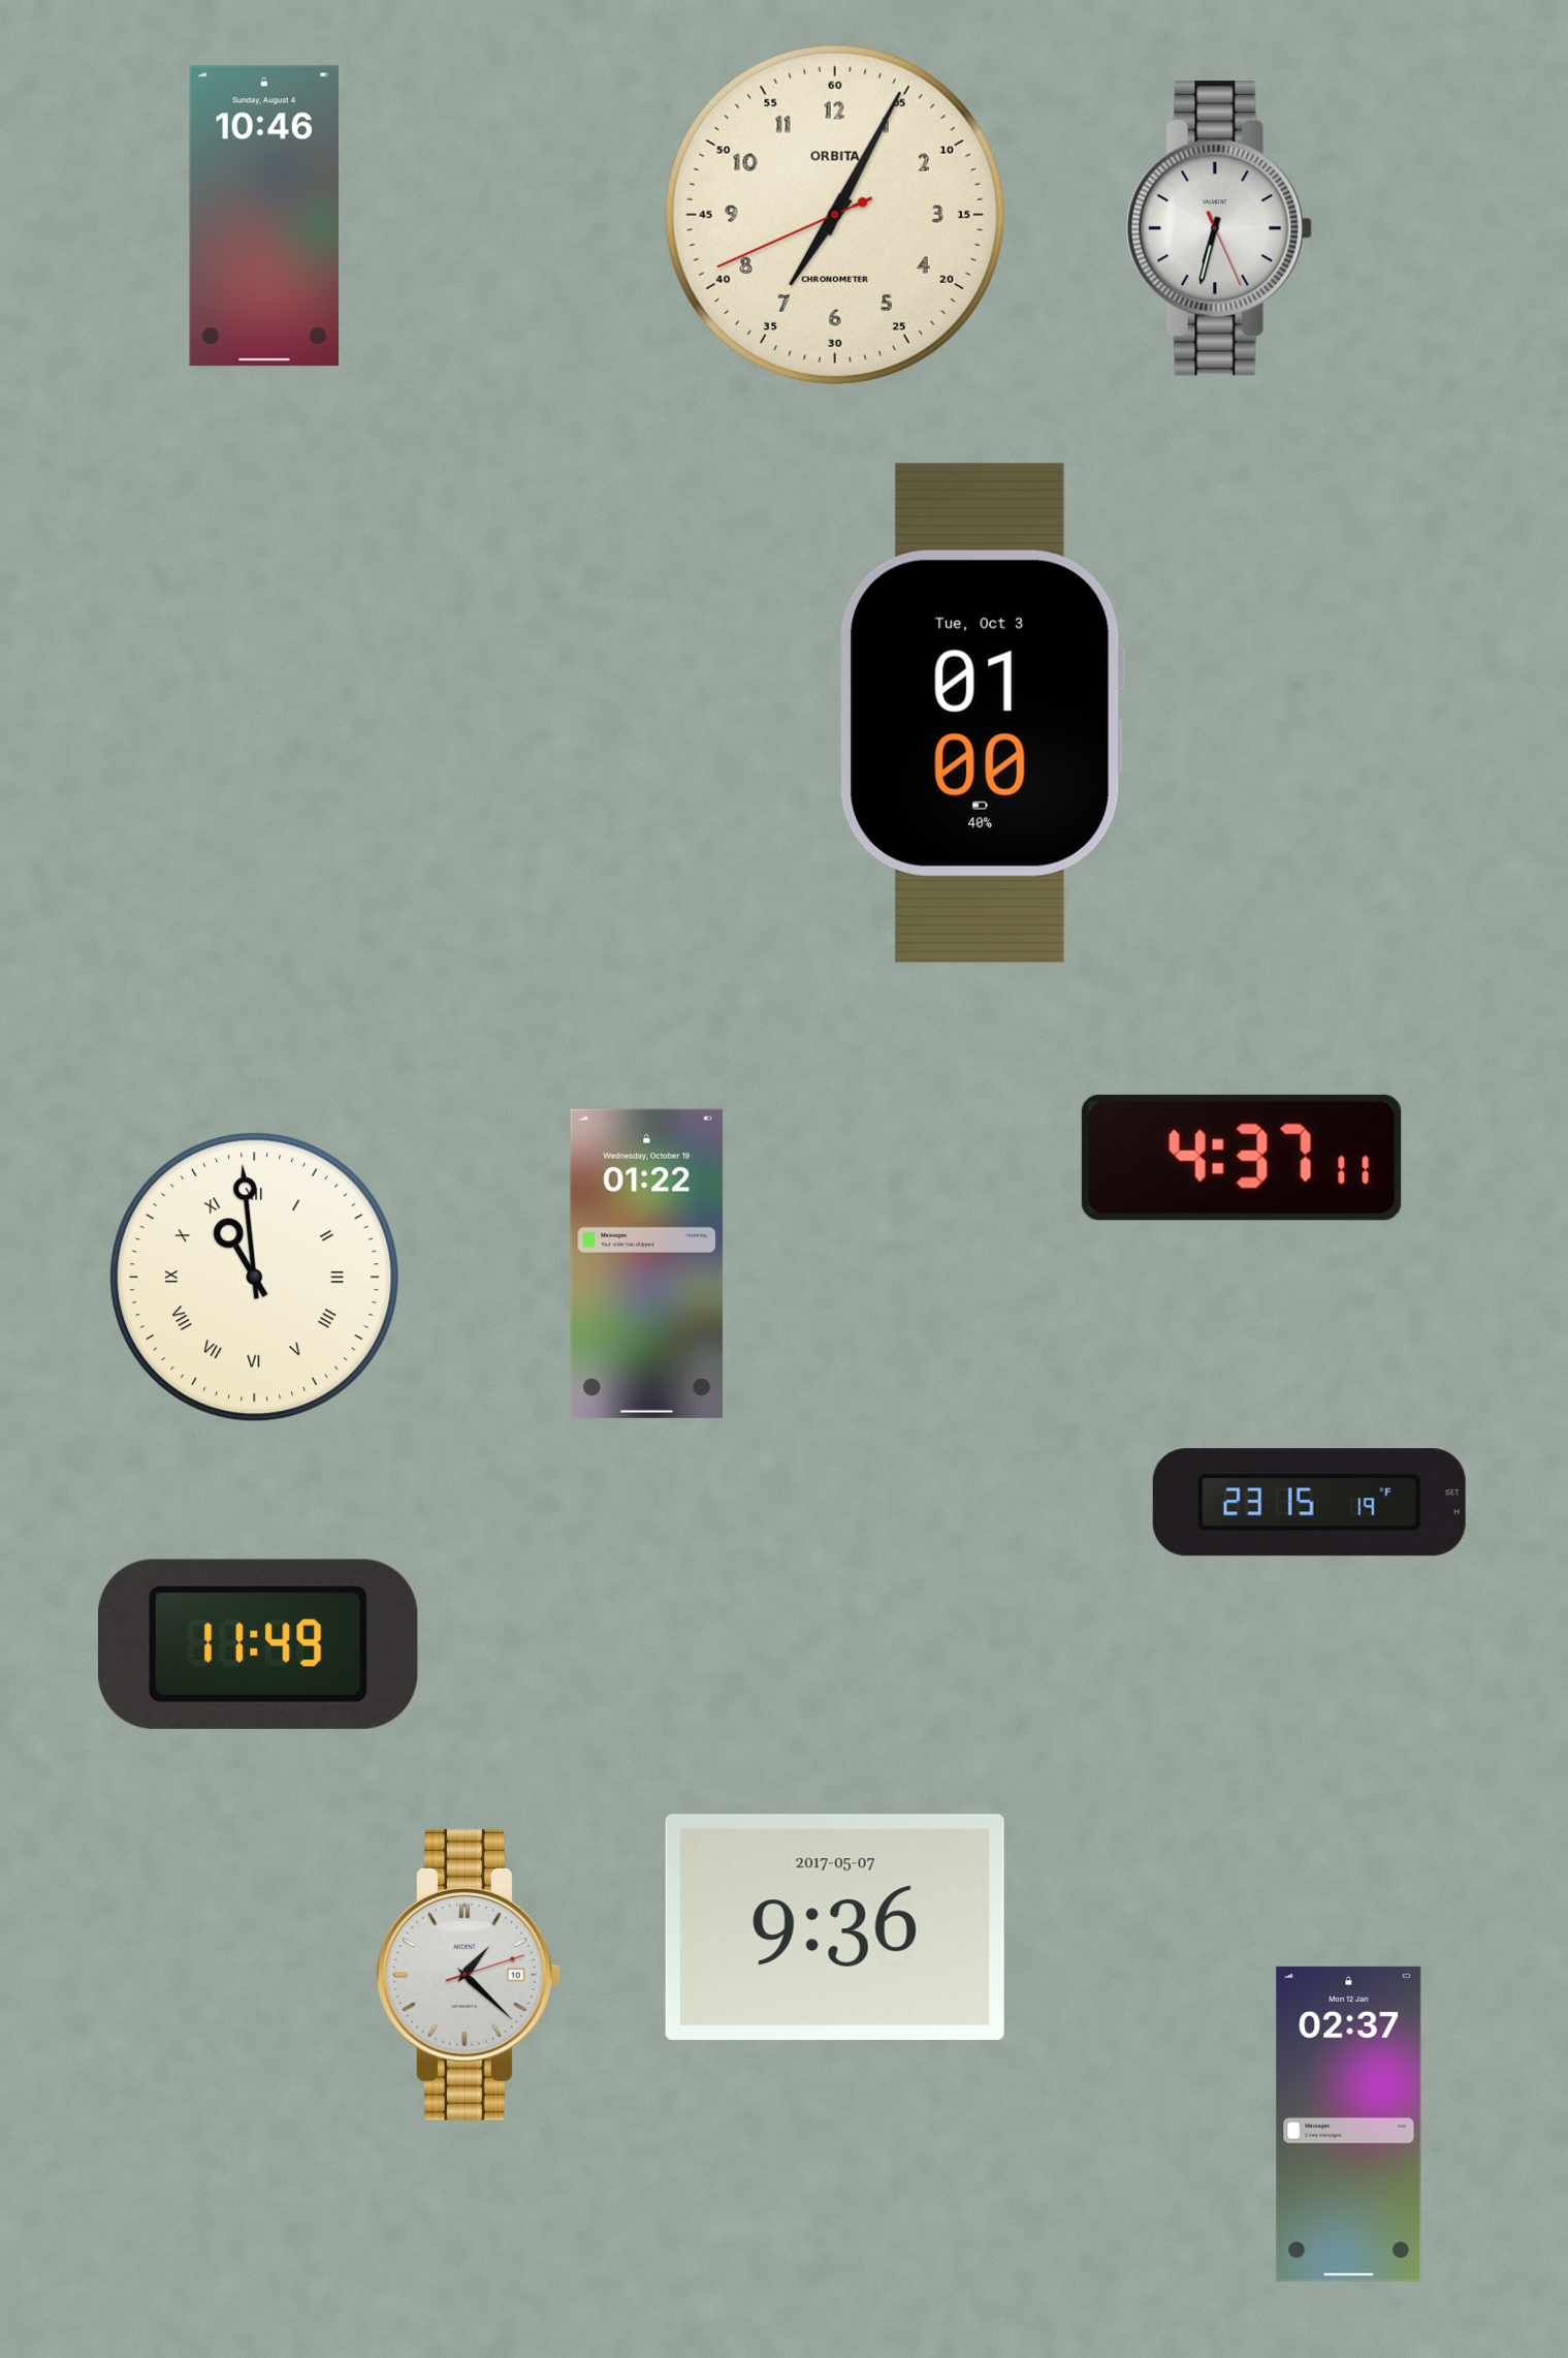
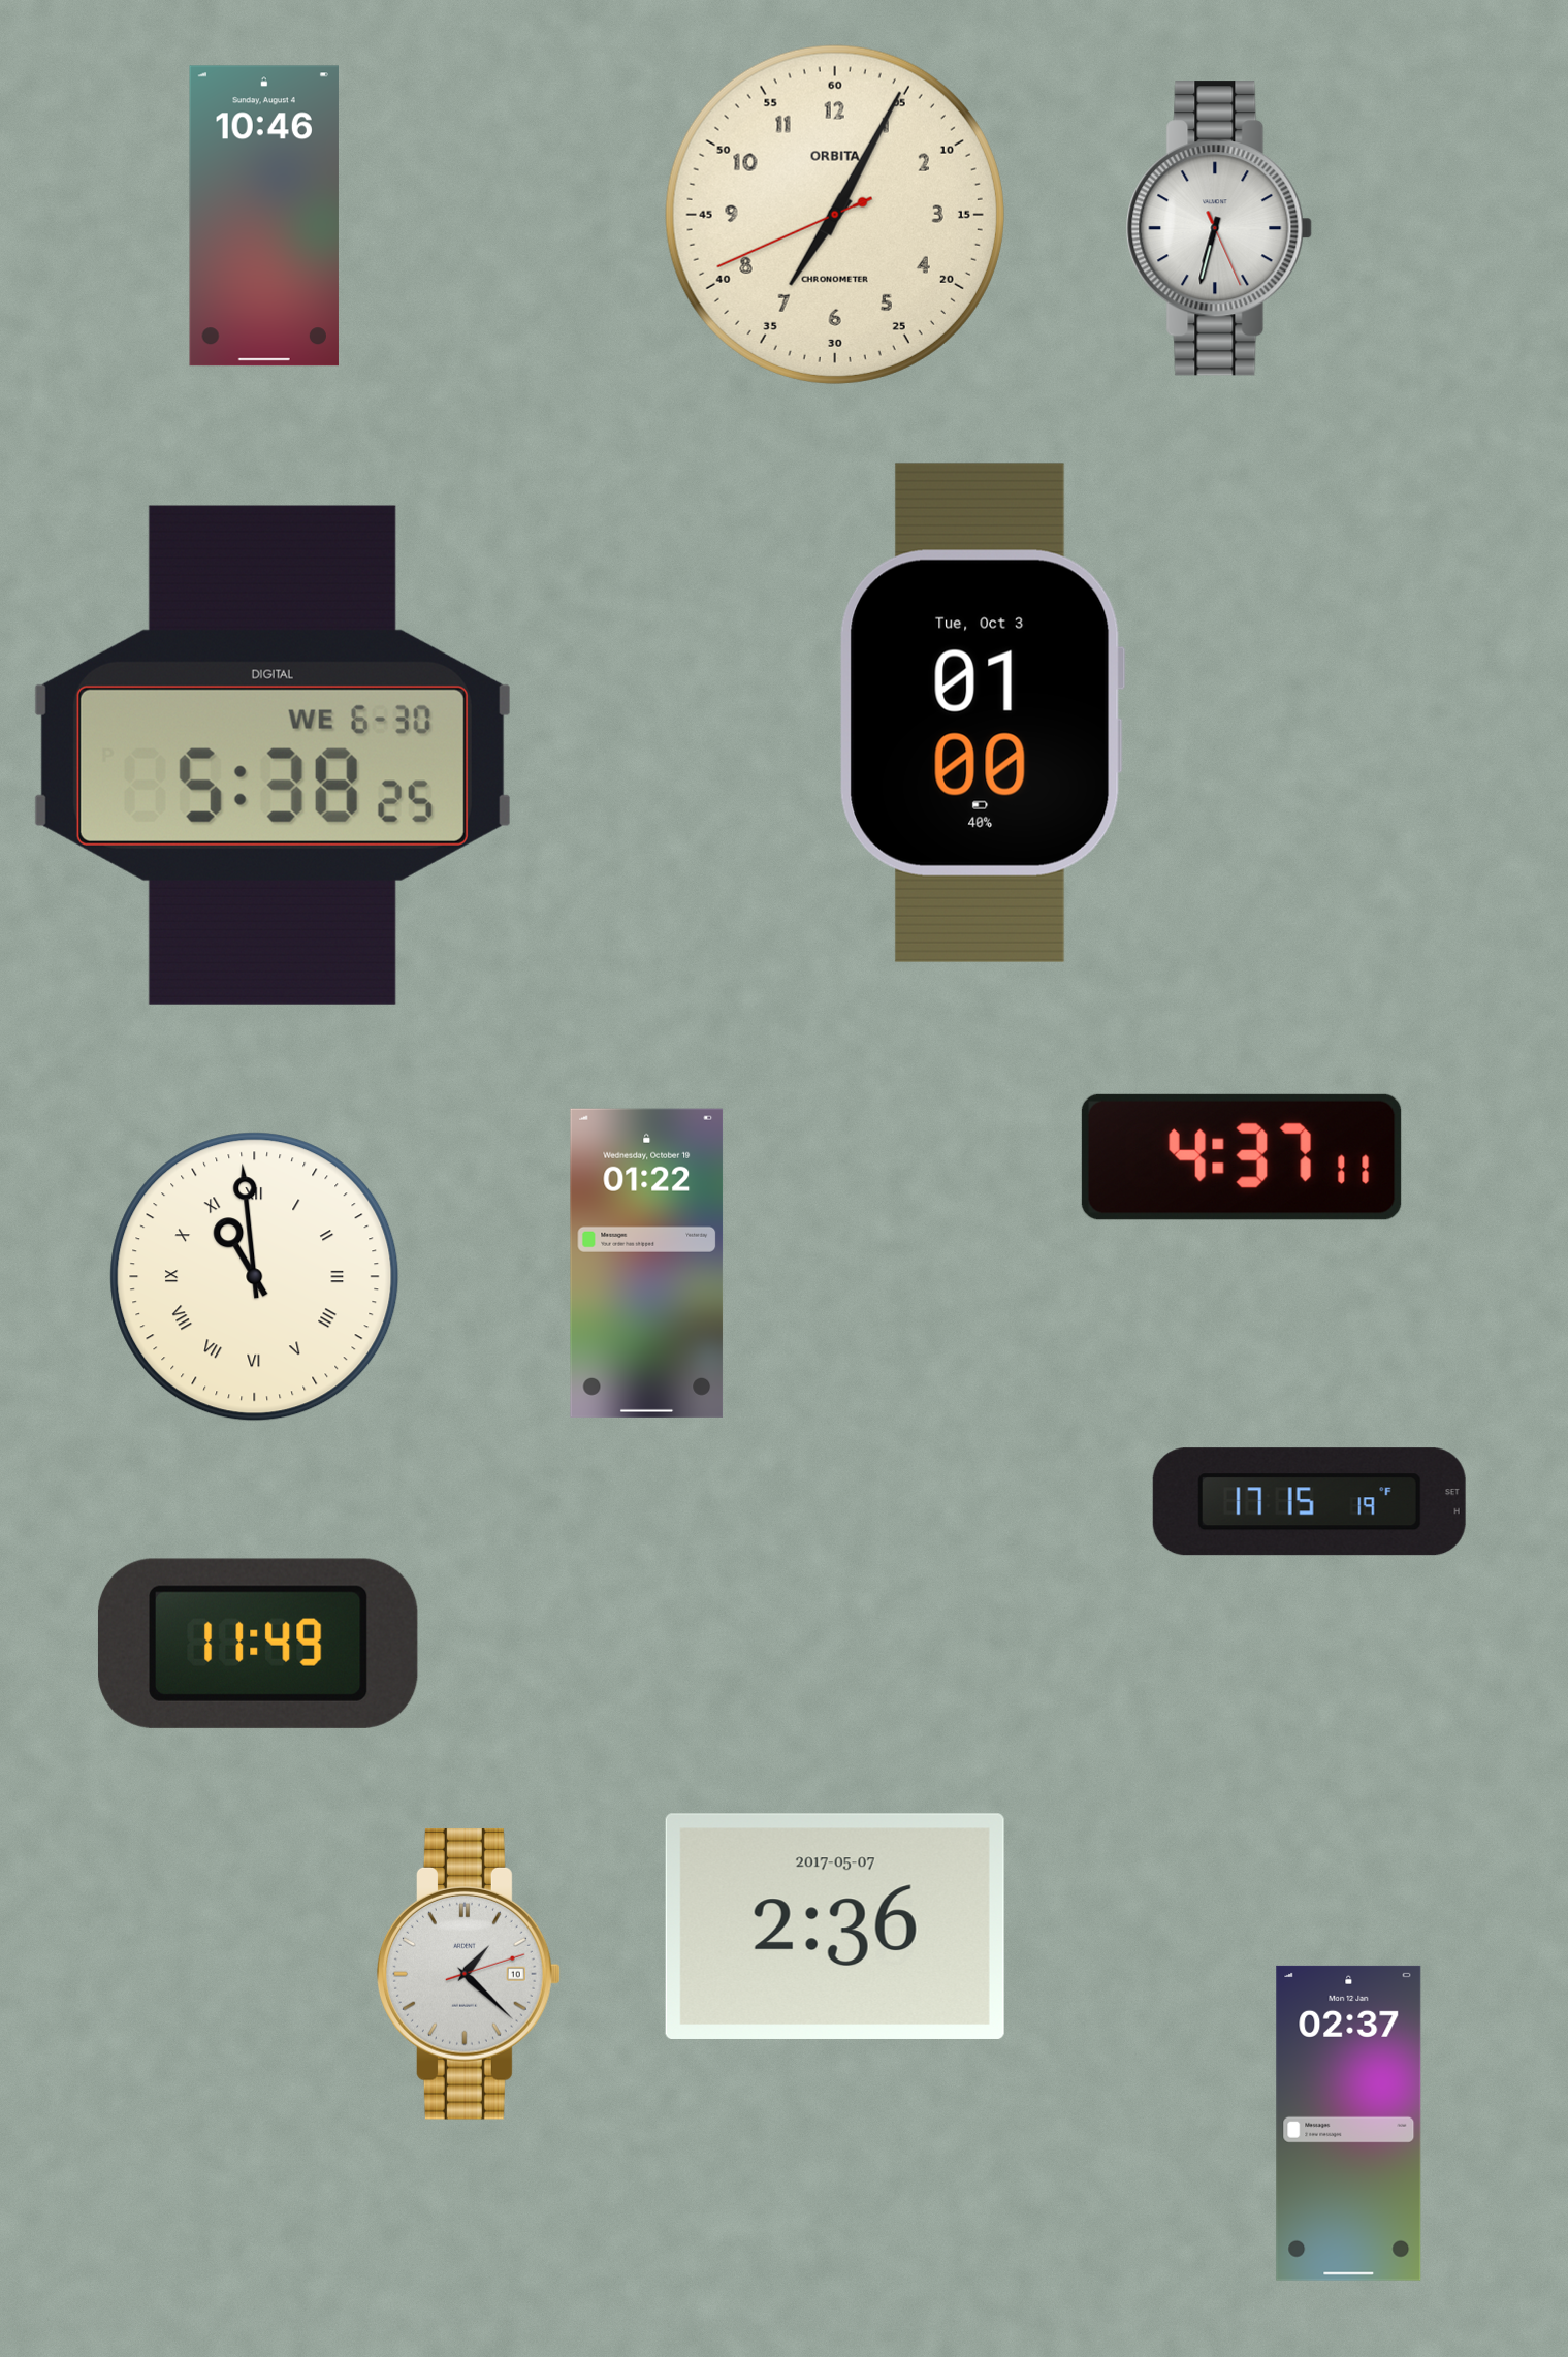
clock at (273, 755): none -> 5:38
clock at (1309, 1503): 23:15 -> 17:15
clock at (835, 1927): 9:36 -> 2:36
